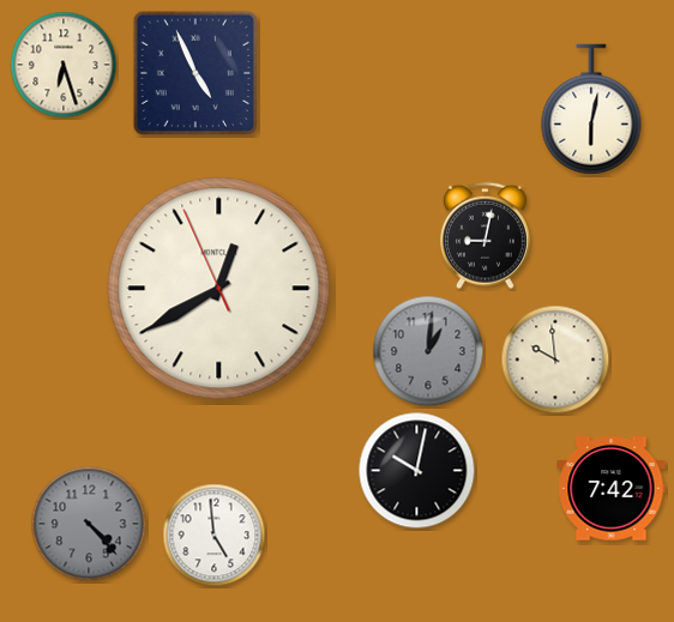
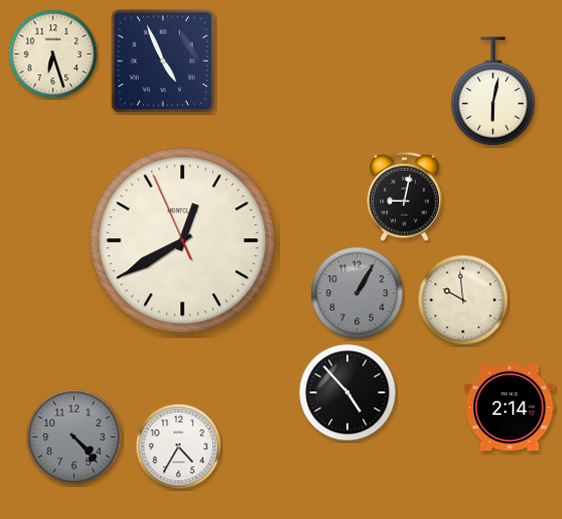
clock at (428, 351): 1:01 -> 1:05
clock at (417, 471): 10:02 -> 4:53
clock at (612, 489): 7:42 -> 2:14
clock at (215, 536): 4:59 -> 4:35
